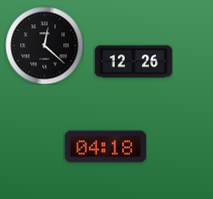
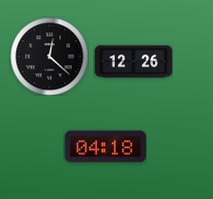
clock at (44, 45) position: (44, 45) -> (49, 56)
